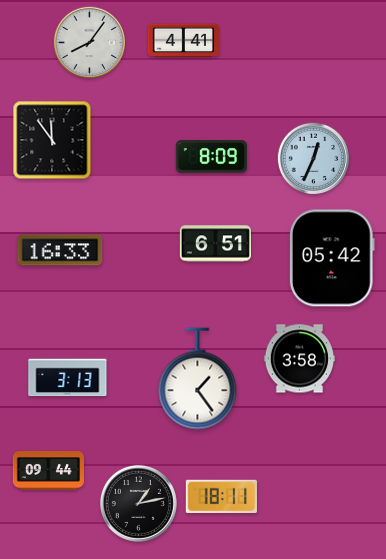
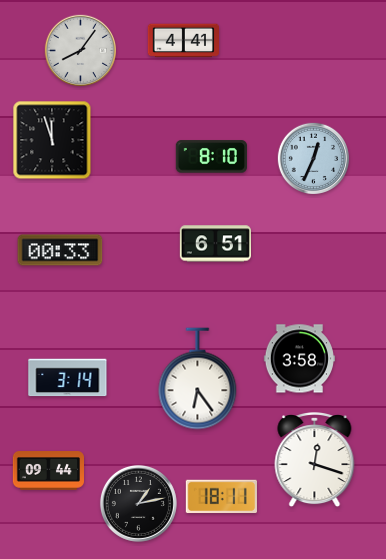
clock at (89, 42) position: (89, 42) -> (80, 50)
clock at (52, 140): 11:54 -> 11:57
clock at (211, 157): 8:09 -> 8:10
clock at (60, 250): 16:33 -> 00:33
clock at (332, 258): 05:42 -> none
clock at (68, 378): 3:13 -> 3:14
clock at (198, 379): 1:24 -> 6:24
clock at (315, 461): none -> 12:18
